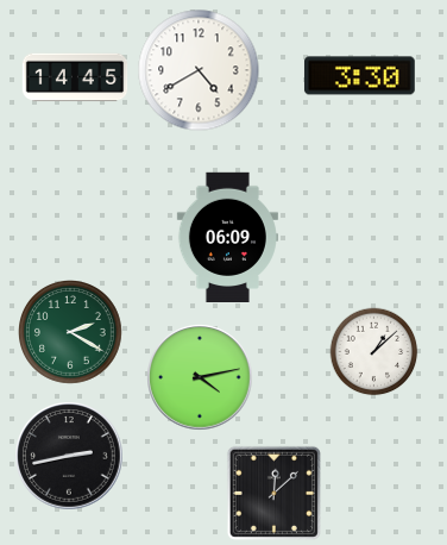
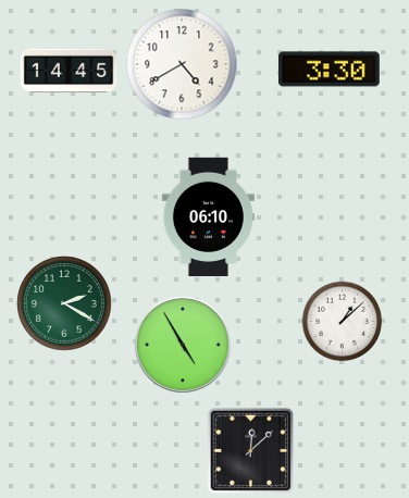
clock at (227, 237): 06:09 -> 06:10
clock at (200, 377): 4:13 -> 4:55
clock at (69, 456): 2:43 -> none
